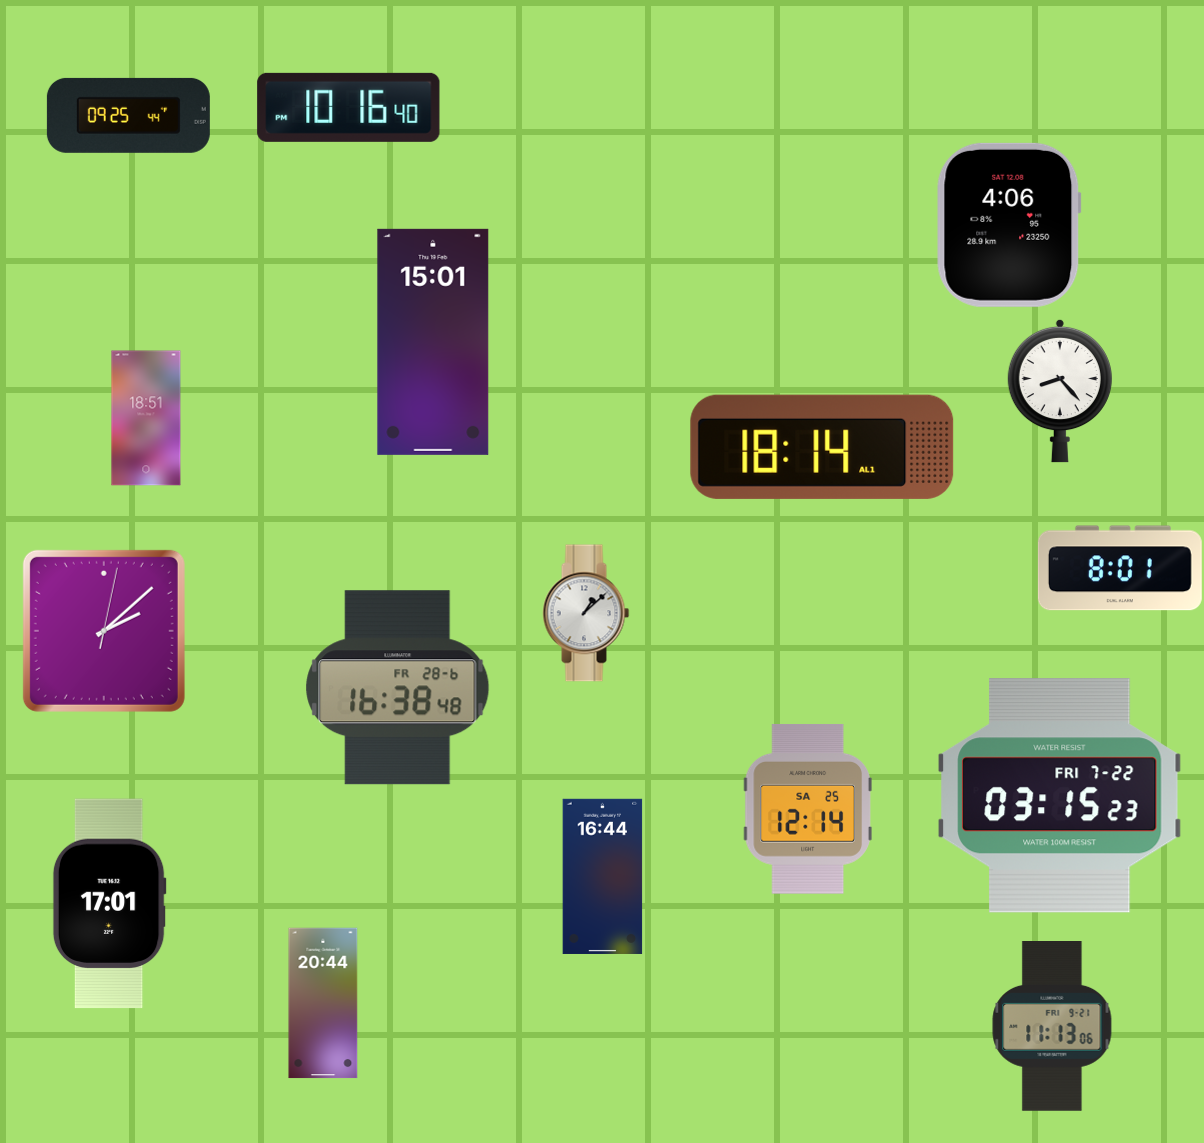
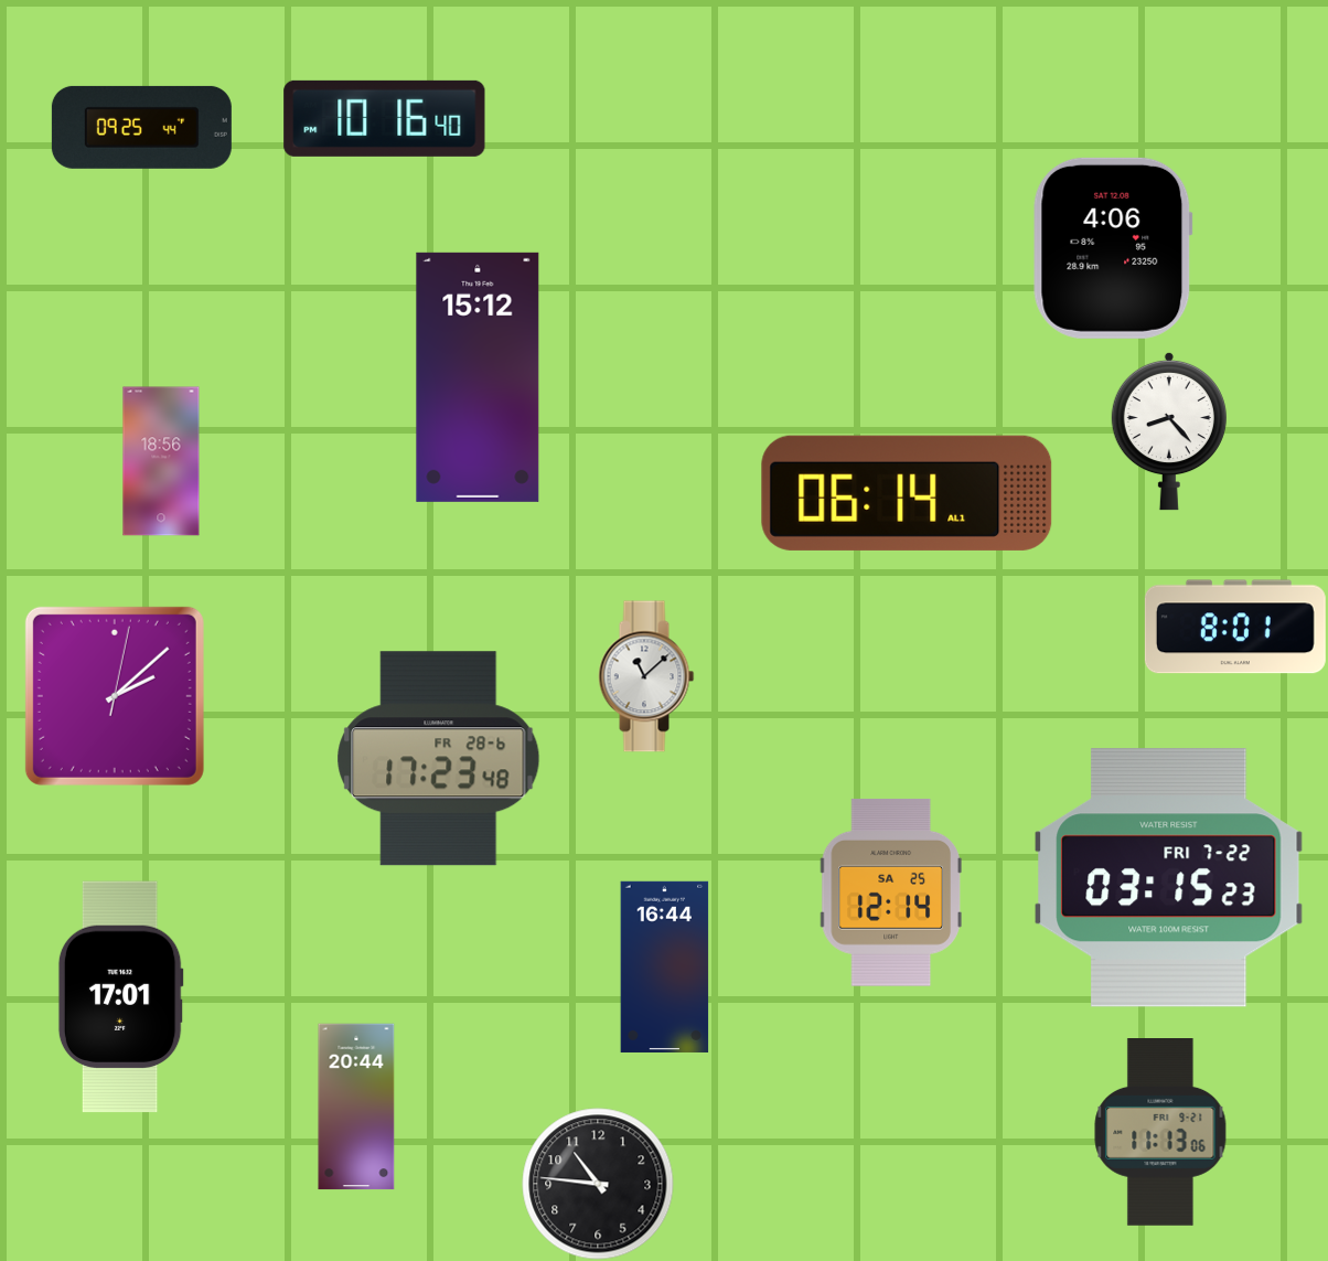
clock at (433, 342): 15:01 -> 15:12
clock at (146, 418): 18:51 -> 18:56
clock at (822, 447): 18:14 -> 06:14
clock at (586, 613): 1:08 -> 11:08
clock at (398, 688): 16:38 -> 17:23
clock at (598, 1184): none -> 10:46
